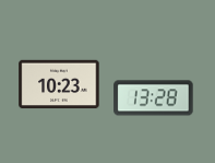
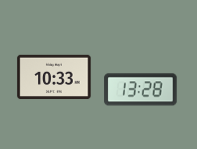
clock at (59, 84): 10:23 -> 10:33
